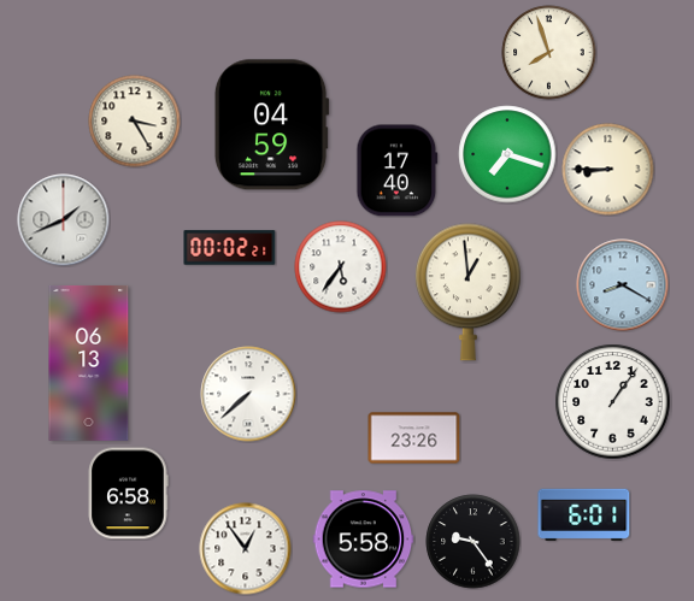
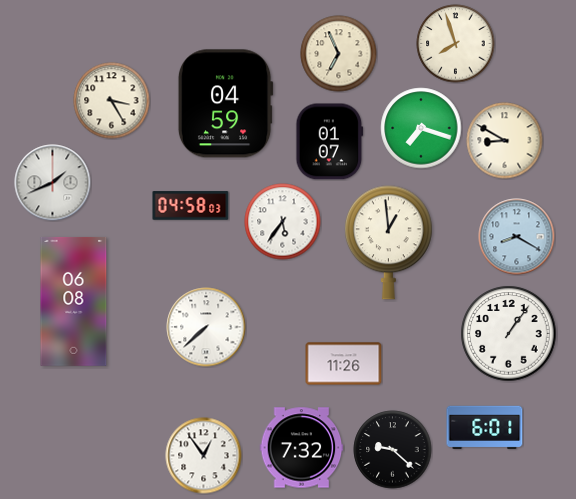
clock at (339, 54): none -> 6:56
clock at (608, 170): 8:45 -> 8:50
clock at (398, 171): 17:40 -> 01:07
clock at (230, 248): 00:02 -> 04:58
clock at (89, 363): 06:13 -> 06:08
clock at (414, 438): 23:26 -> 11:26
clock at (128, 494): 6:58 -> none
clock at (364, 540): 5:58 -> 7:32
clock at (474, 542): 9:24 -> 9:22
